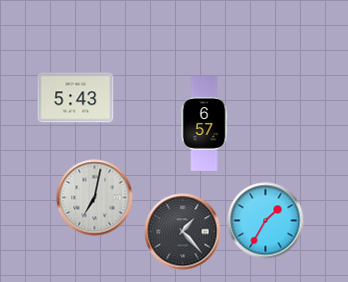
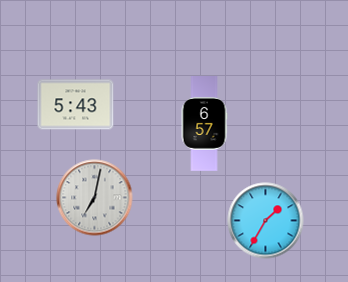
clock at (76, 98) position: (76, 98) -> (76, 105)
clock at (183, 232): 1:23 -> none
